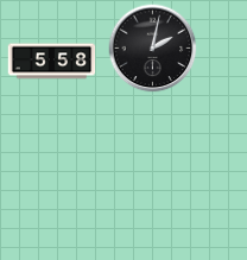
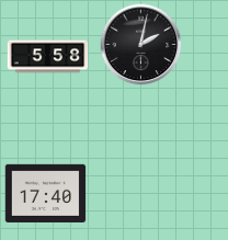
clock at (46, 193): none -> 17:40
